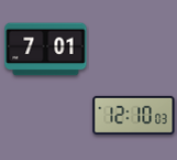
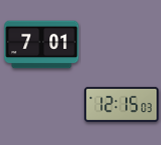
clock at (134, 115): 12:10 -> 12:15
